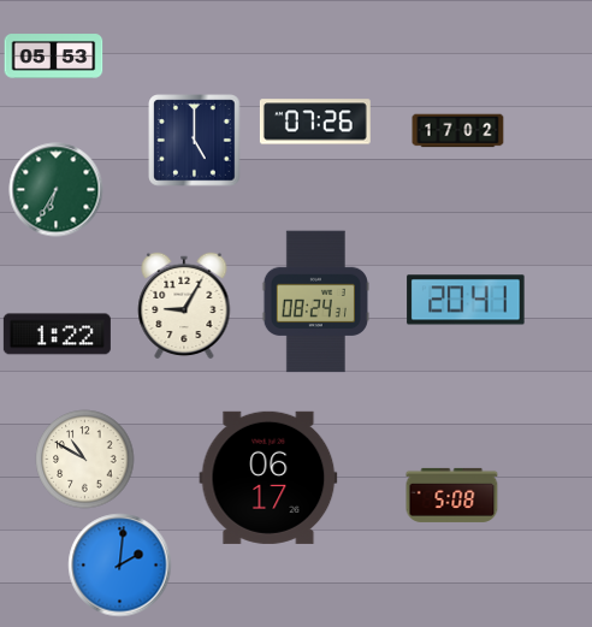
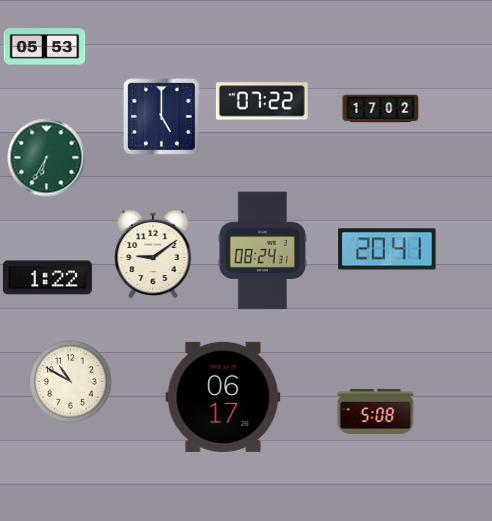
clock at (315, 122): 07:26 -> 07:22
clock at (184, 306): 9:05 -> 9:09
clock at (120, 566): 2:01 -> none
